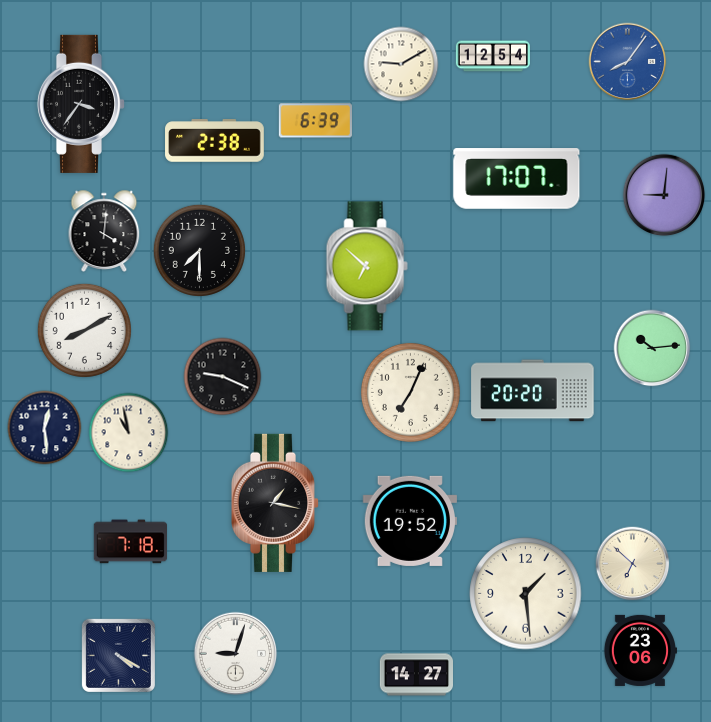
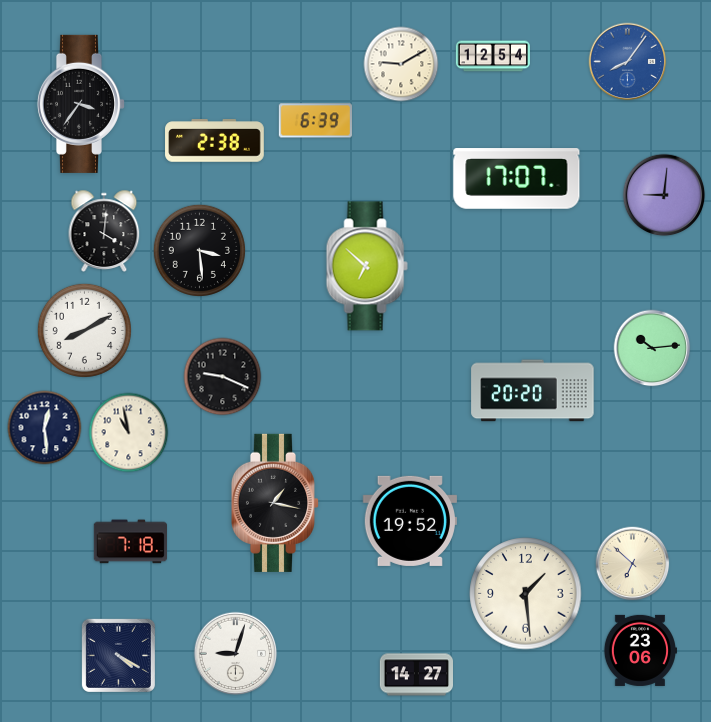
clock at (199, 250): 7:30 -> 3:29
clock at (410, 392): 7:04 -> none
